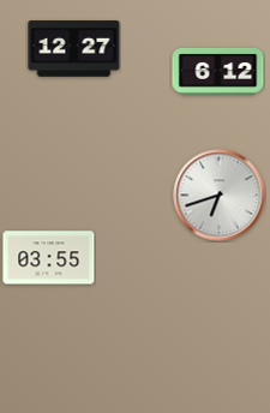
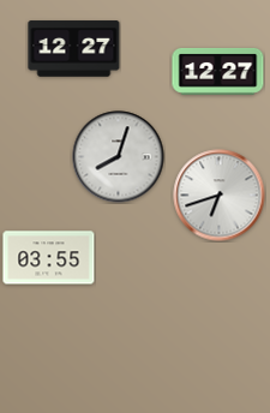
clock at (218, 71): 6:12 -> 12:27
clock at (119, 157): none -> 8:03
